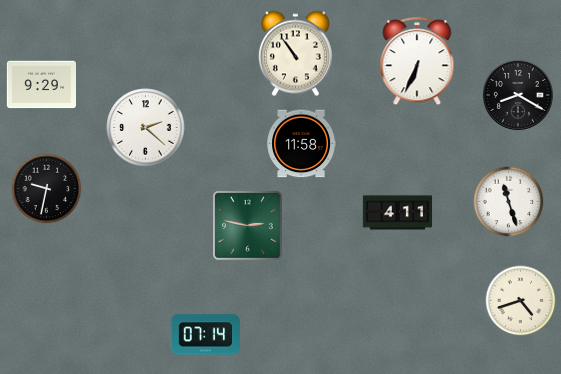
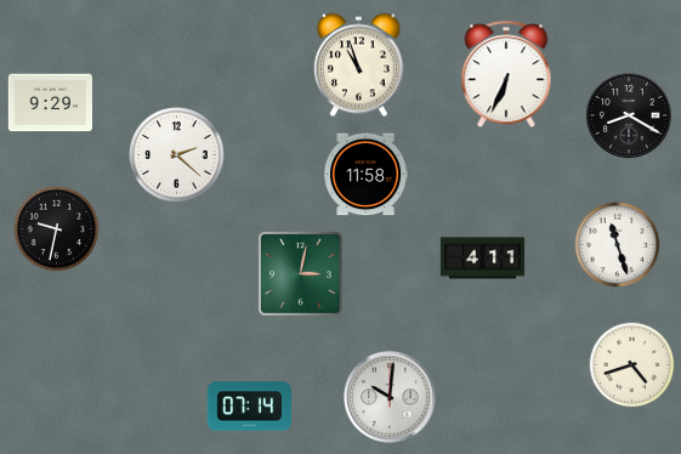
clock at (295, 54): 10:54 -> 10:57
clock at (248, 226): 2:47 -> 3:02
clock at (390, 397): none -> 10:01
